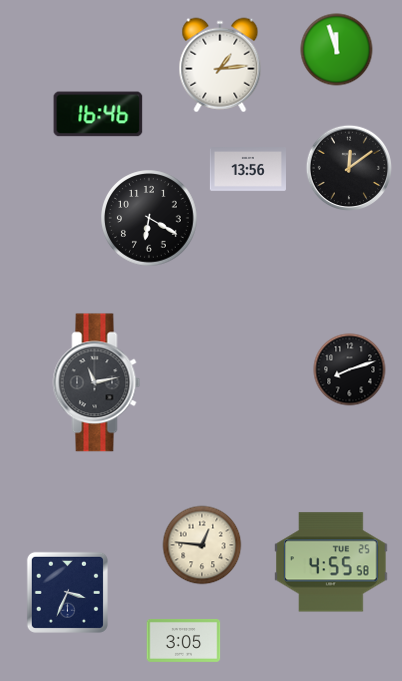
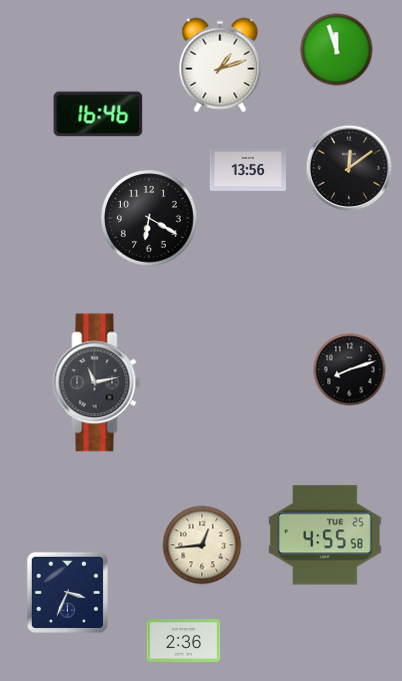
clock at (220, 65): 1:14 -> 1:12
clock at (202, 545): 12:46 -> 12:44
clock at (331, 562) position: (331, 562) -> (325, 535)
clock at (184, 640): 3:05 -> 2:36
